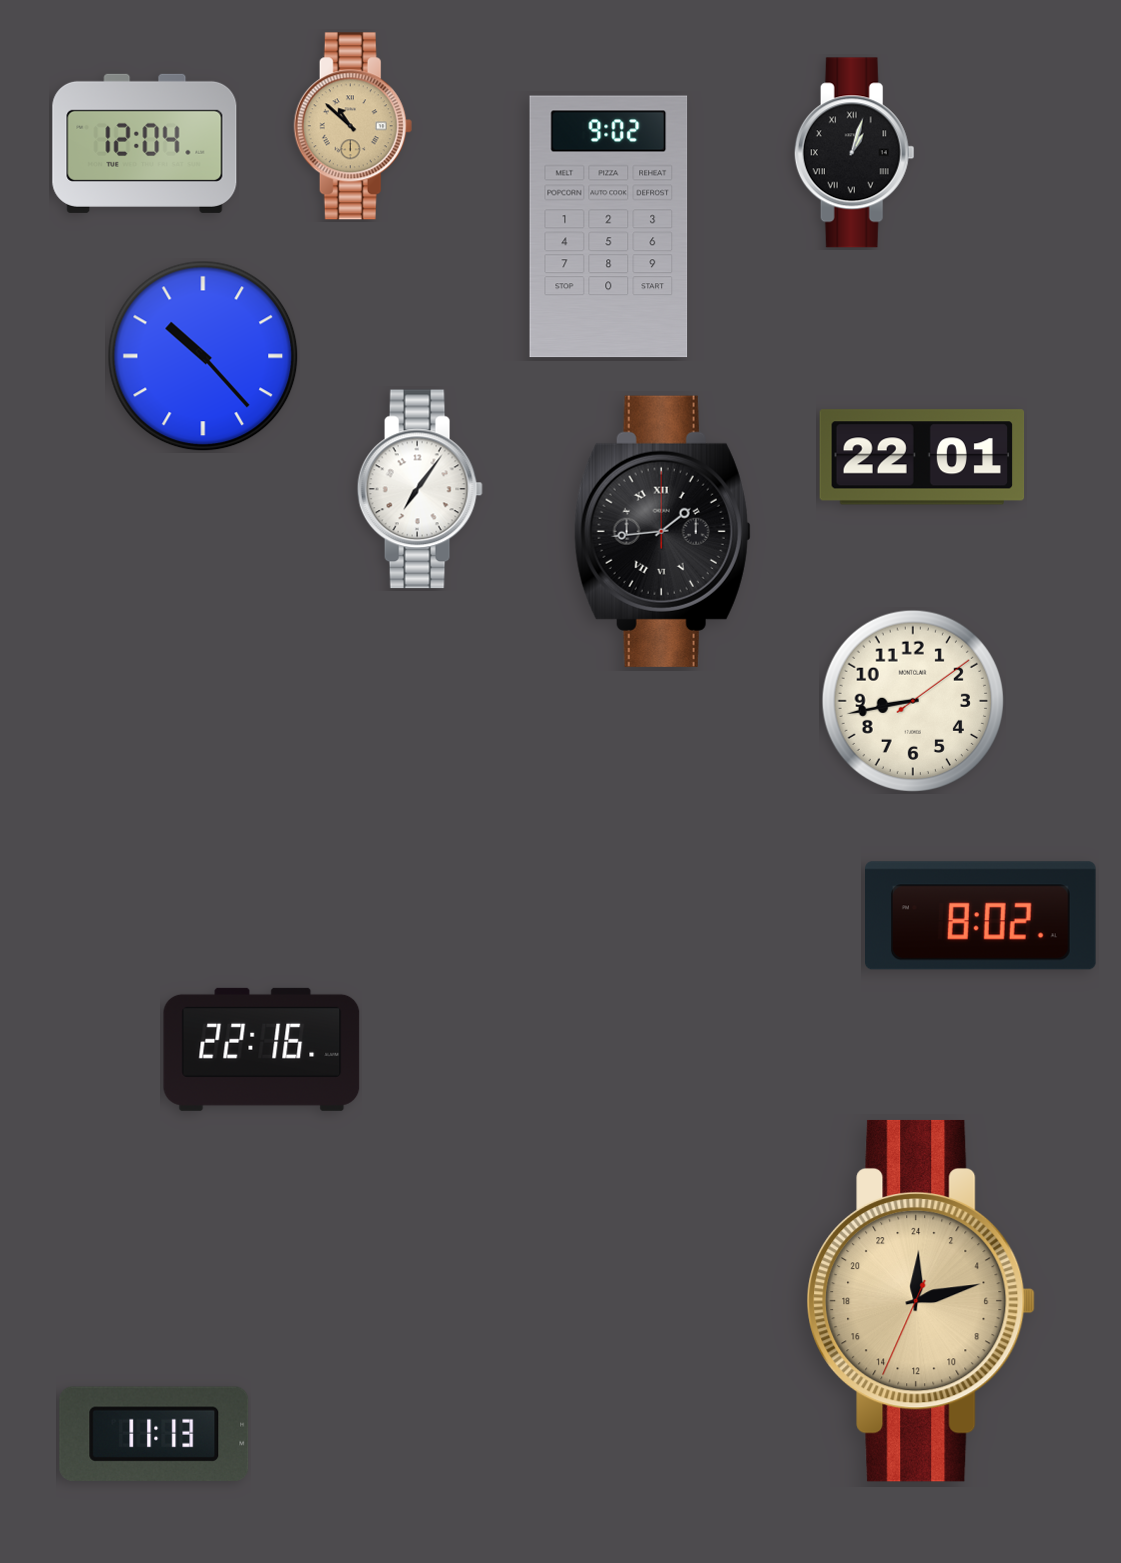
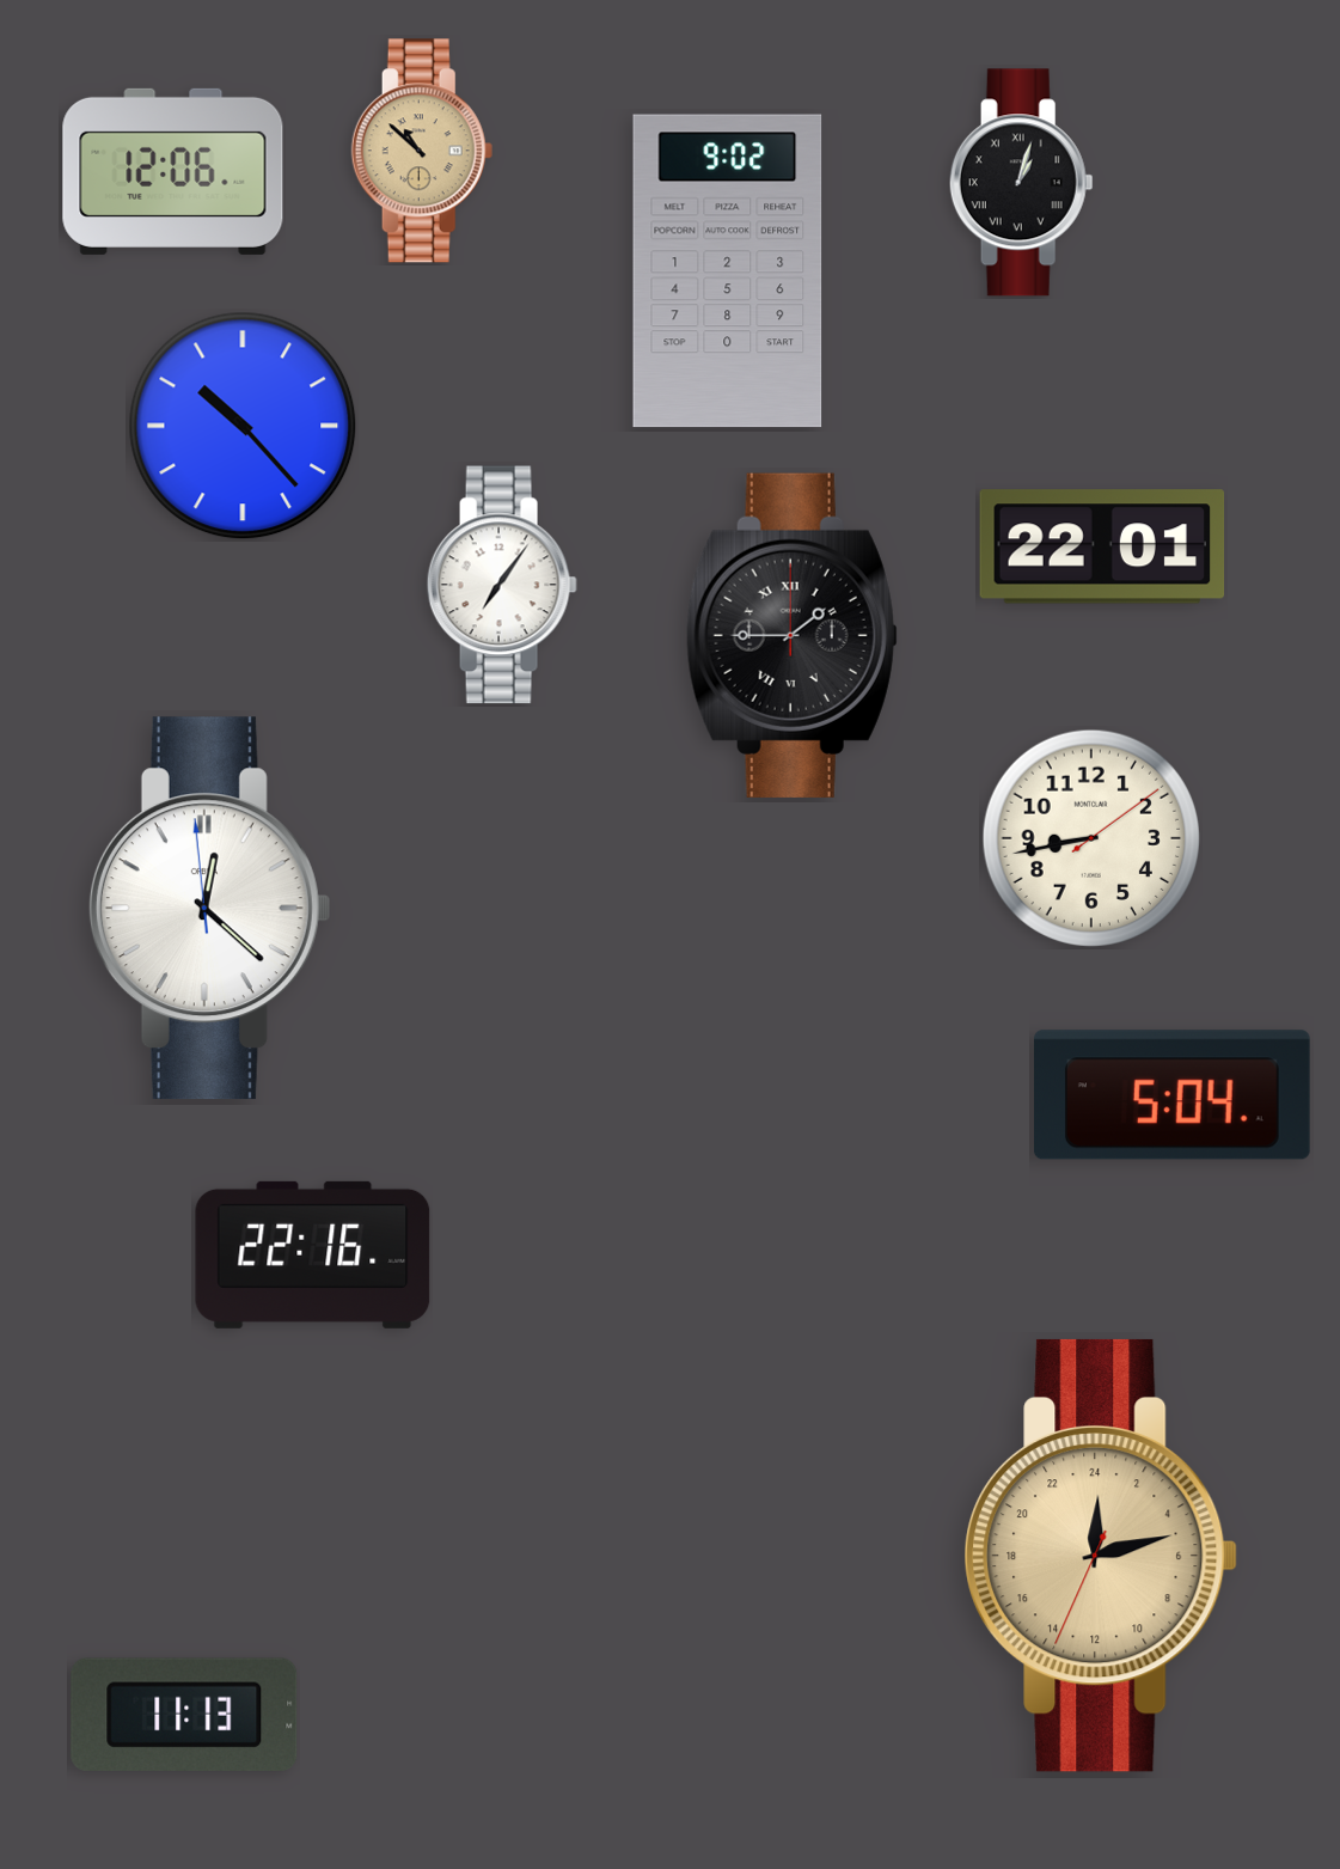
clock at (145, 143): 12:04 -> 12:06
clock at (662, 531): 1:44 -> 1:45
clock at (209, 909): none -> 12:21
clock at (981, 916): 8:02 -> 5:04
